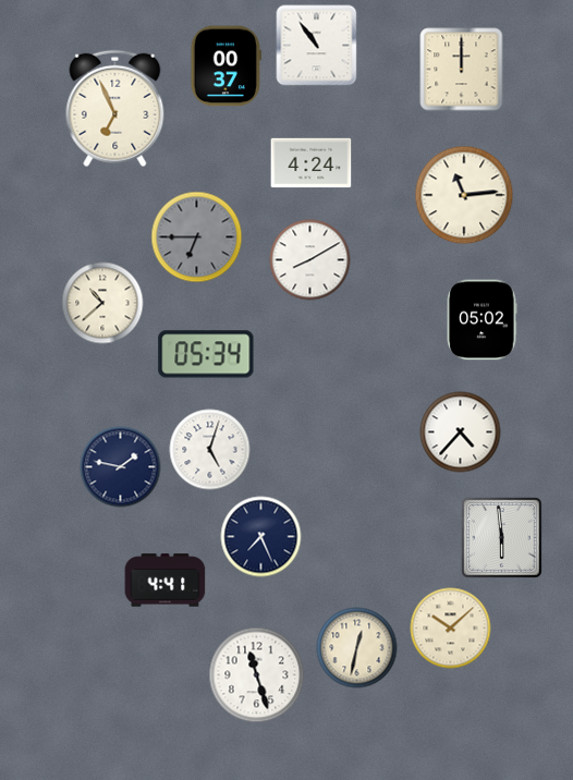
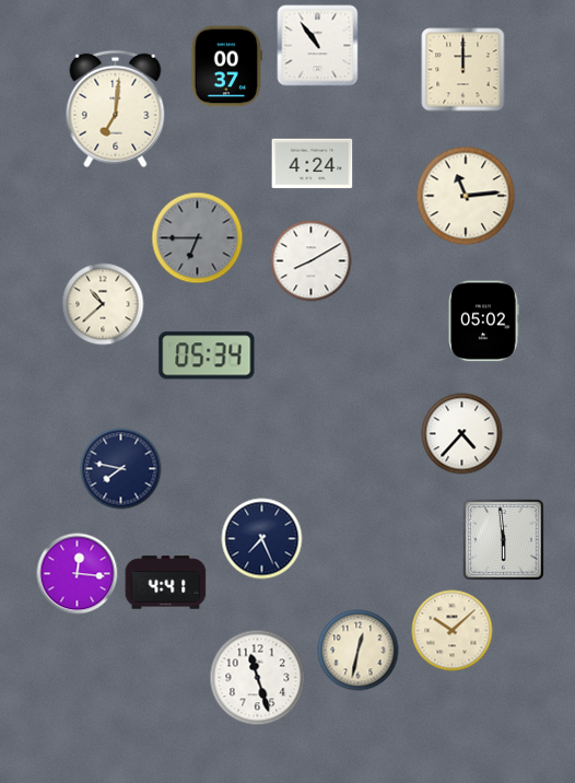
clock at (115, 109): 6:56 -> 7:01
clock at (210, 450): 5:03 -> none
clock at (121, 467): 1:47 -> 7:47
clock at (78, 574): none -> 12:16
